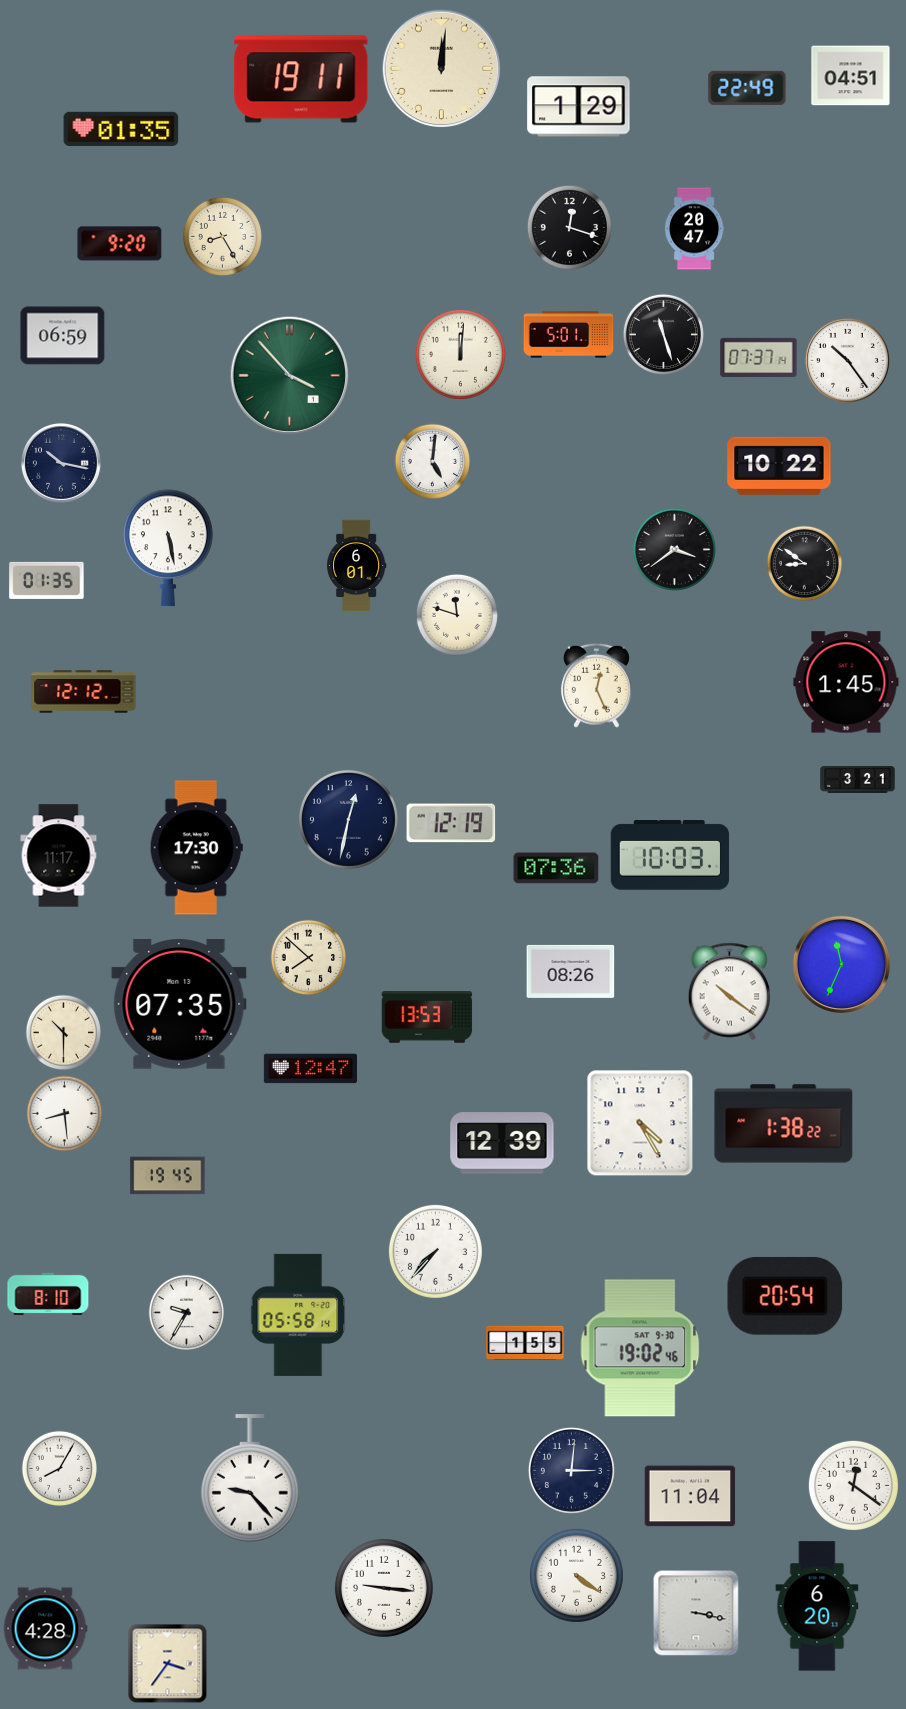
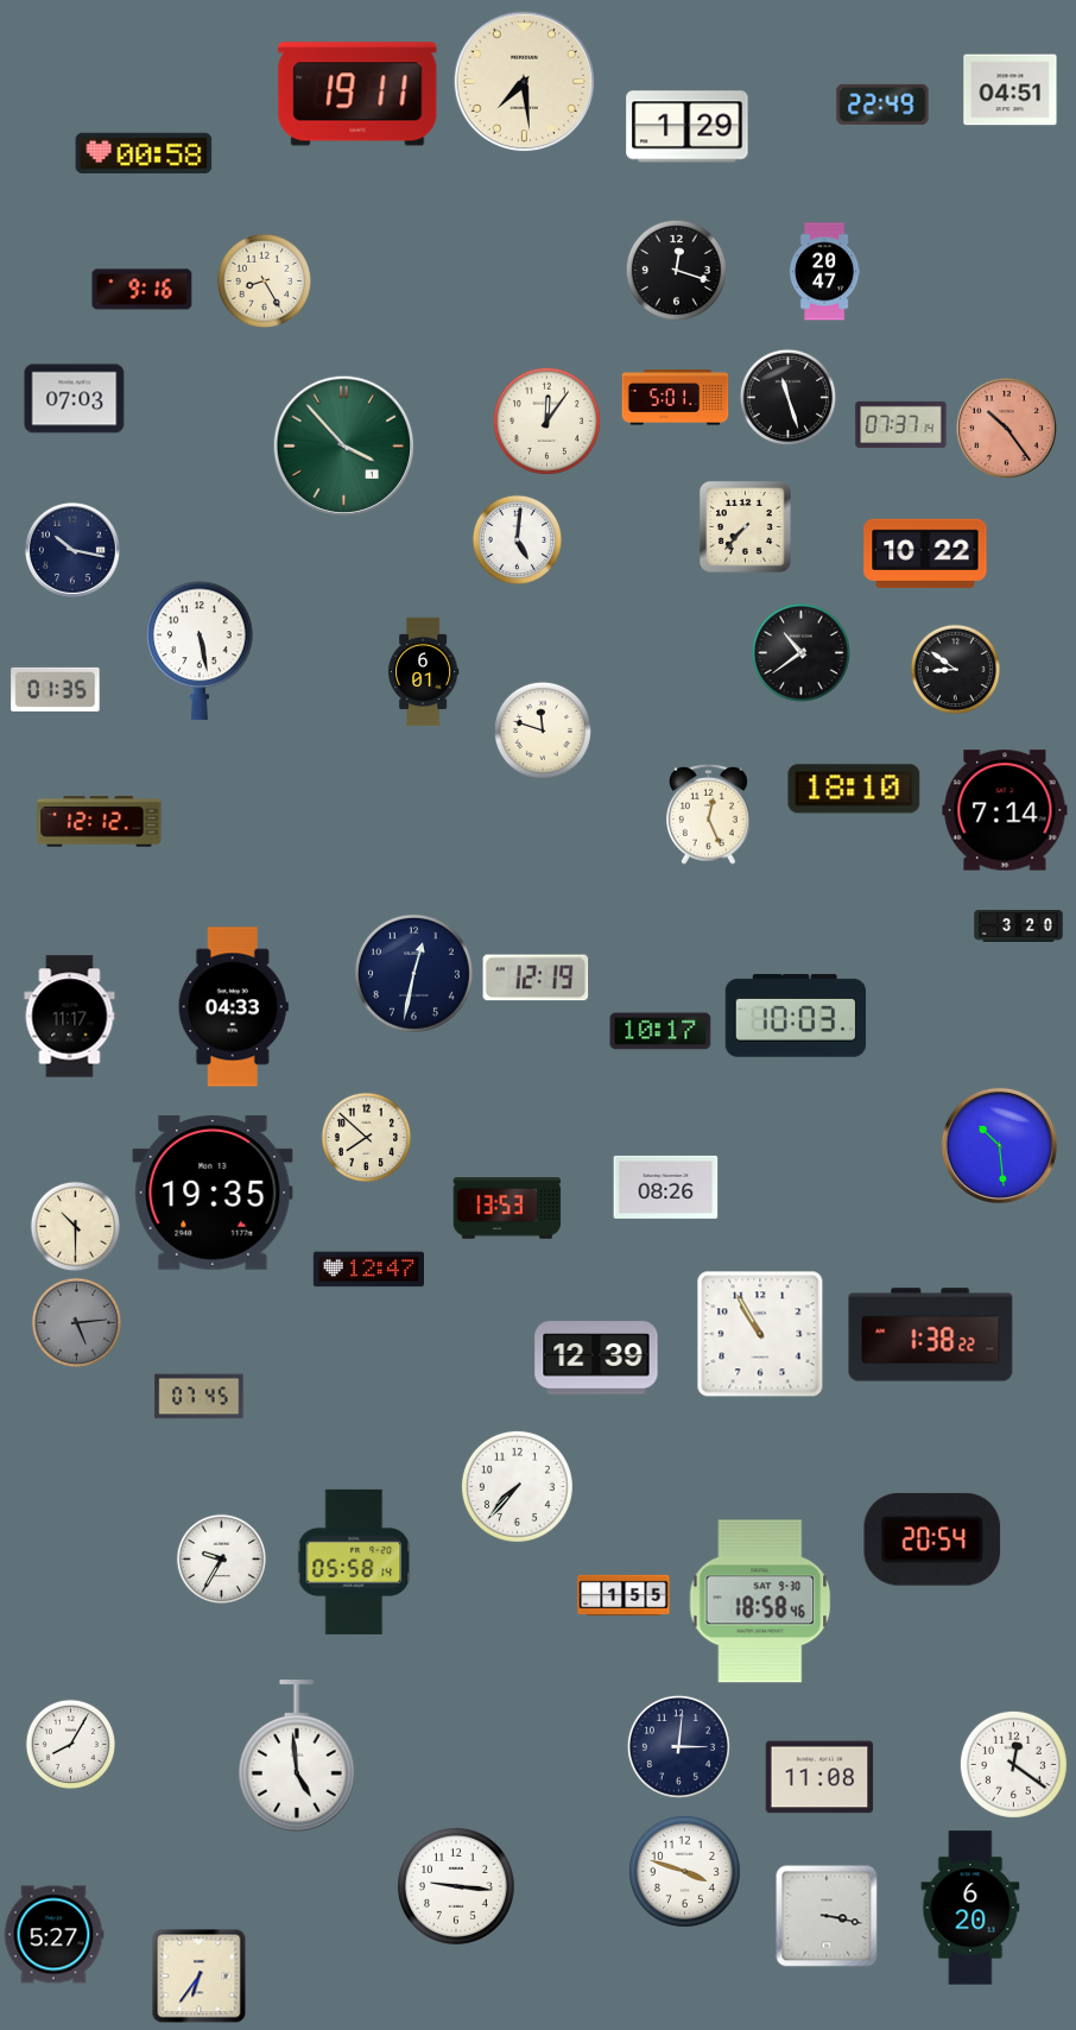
clock at (442, 69): 12:01 -> 7:29
clock at (747, 88) position: (747, 88) -> (882, 105)
clock at (121, 129): 01:35 -> 00:58
clock at (120, 244): 9:20 -> 9:16
clock at (63, 336): 06:59 -> 07:03
clock at (460, 354): 12:01 -> 12:06
clock at (847, 360) dial: white -> salmon
clock at (745, 526): none -> 7:37
clock at (432, 461) position: (432, 461) -> (517, 539)
clock at (674, 549): 3:39 -> 10:39
clock at (854, 789): none -> 18:10
clock at (846, 682): 1:45 -> 7:14
clock at (858, 780): 3:21 -> 3:20
clock at (196, 848): 17:30 -> 04:33
clock at (556, 868): 07:36 -> 10:17
clock at (841, 964): 11:34 -> 10:29
clock at (571, 971) position: (571, 971) -> (666, 1187)
clock at (729, 992): 10:21 -> none
clock at (179, 1004): 07:35 -> 19:35
clock at (64, 1113): 8:29 -> 5:14
clock at (64, 1113) dial: white -> grey
clock at (640, 1123): 4:25 -> 10:55
clock at (168, 1176): 19:45 -> 07:45
clock at (48, 1294): 8:10 -> none
clock at (640, 1348): 19:02 -> 18:58
clock at (250, 1479): 9:23 -> 4:59
clock at (690, 1496): 11:04 -> 11:08
clock at (576, 1575): 4:21 -> 3:48
clock at (45, 1629): 4:28 -> 5:27
clock at (168, 1664): 3:36 -> 6:36
